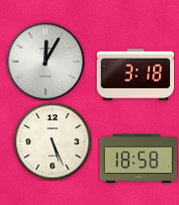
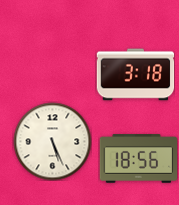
clock at (45, 61): 12:05 -> none
clock at (138, 159): 18:58 -> 18:56
